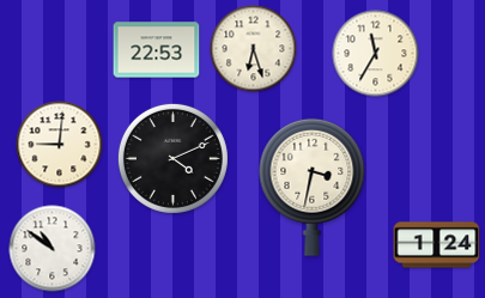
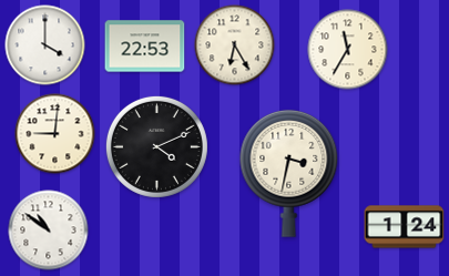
clock at (45, 45): none -> 4:00
clock at (254, 49): 6:27 -> 6:25
clock at (172, 158) position: (172, 158) -> (156, 146)
